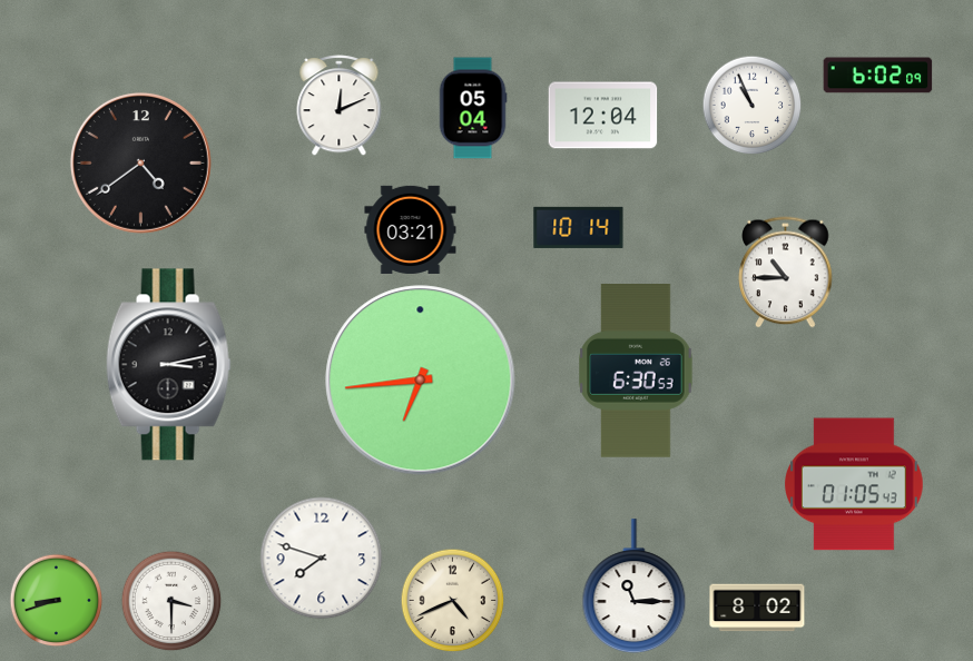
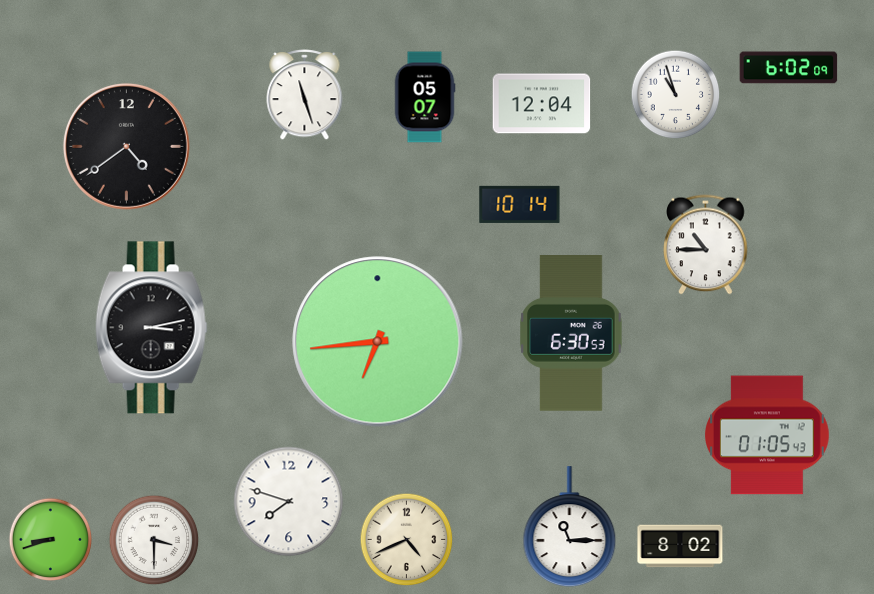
clock at (751, 105): 10:56 -> 10:57
clock at (340, 106): 12:11 -> 11:27
clock at (473, 108): 05:04 -> 05:07
clock at (411, 229): 03:21 -> none
